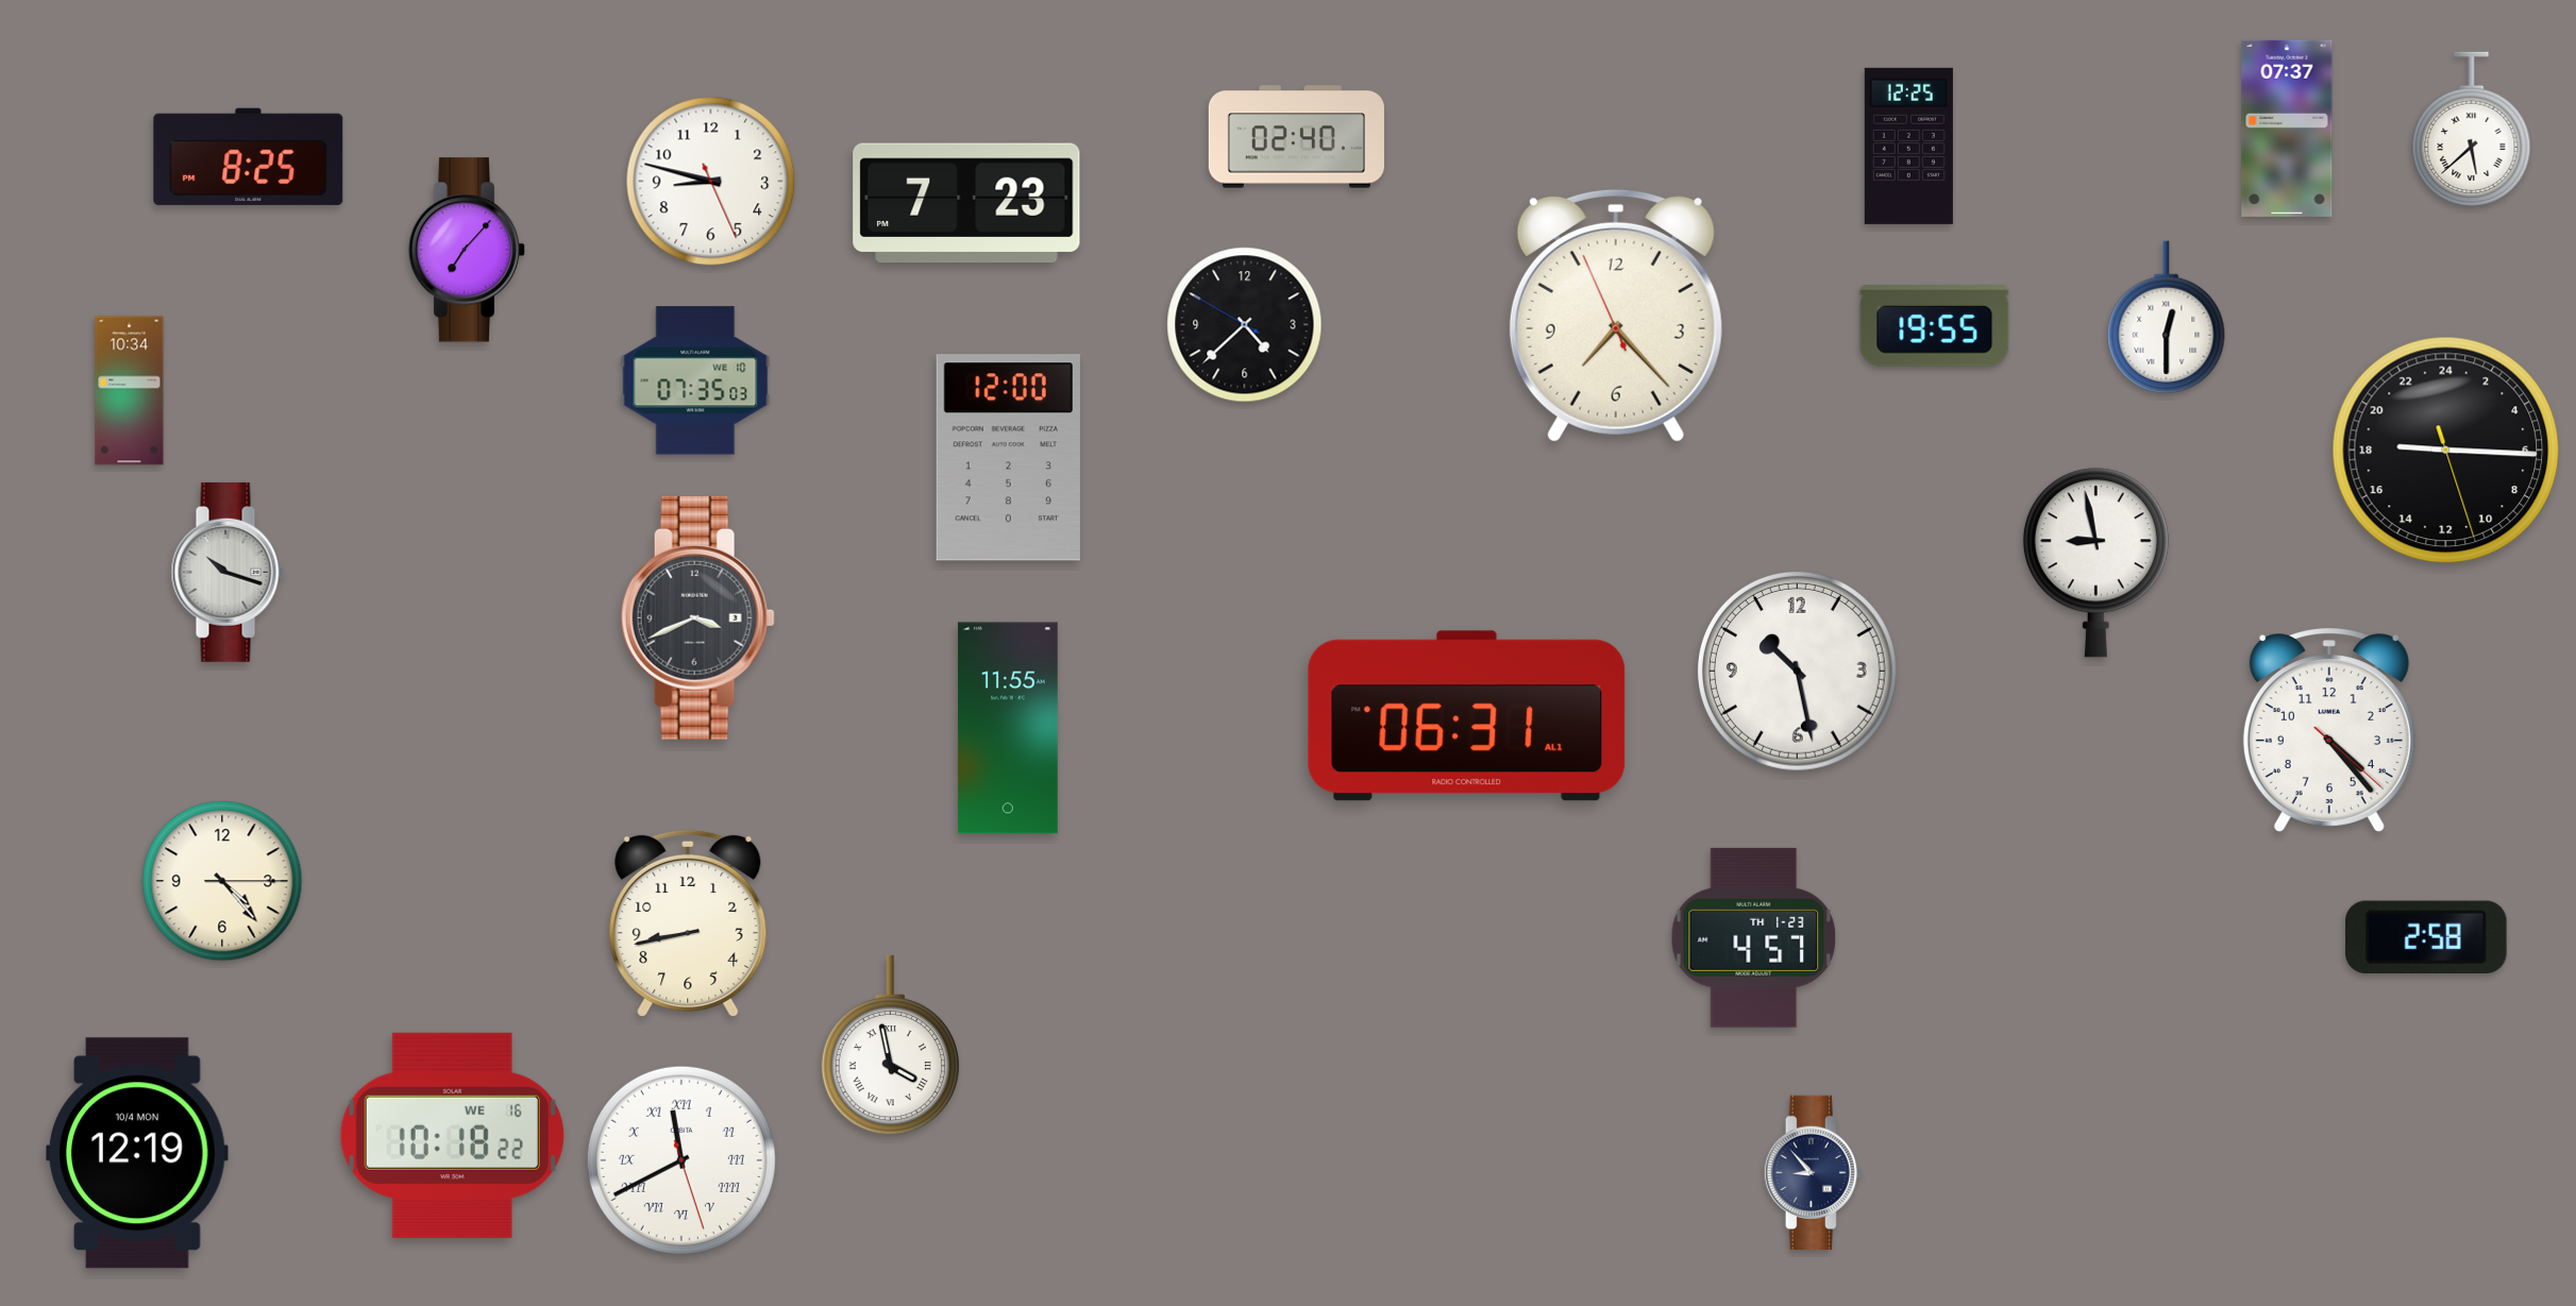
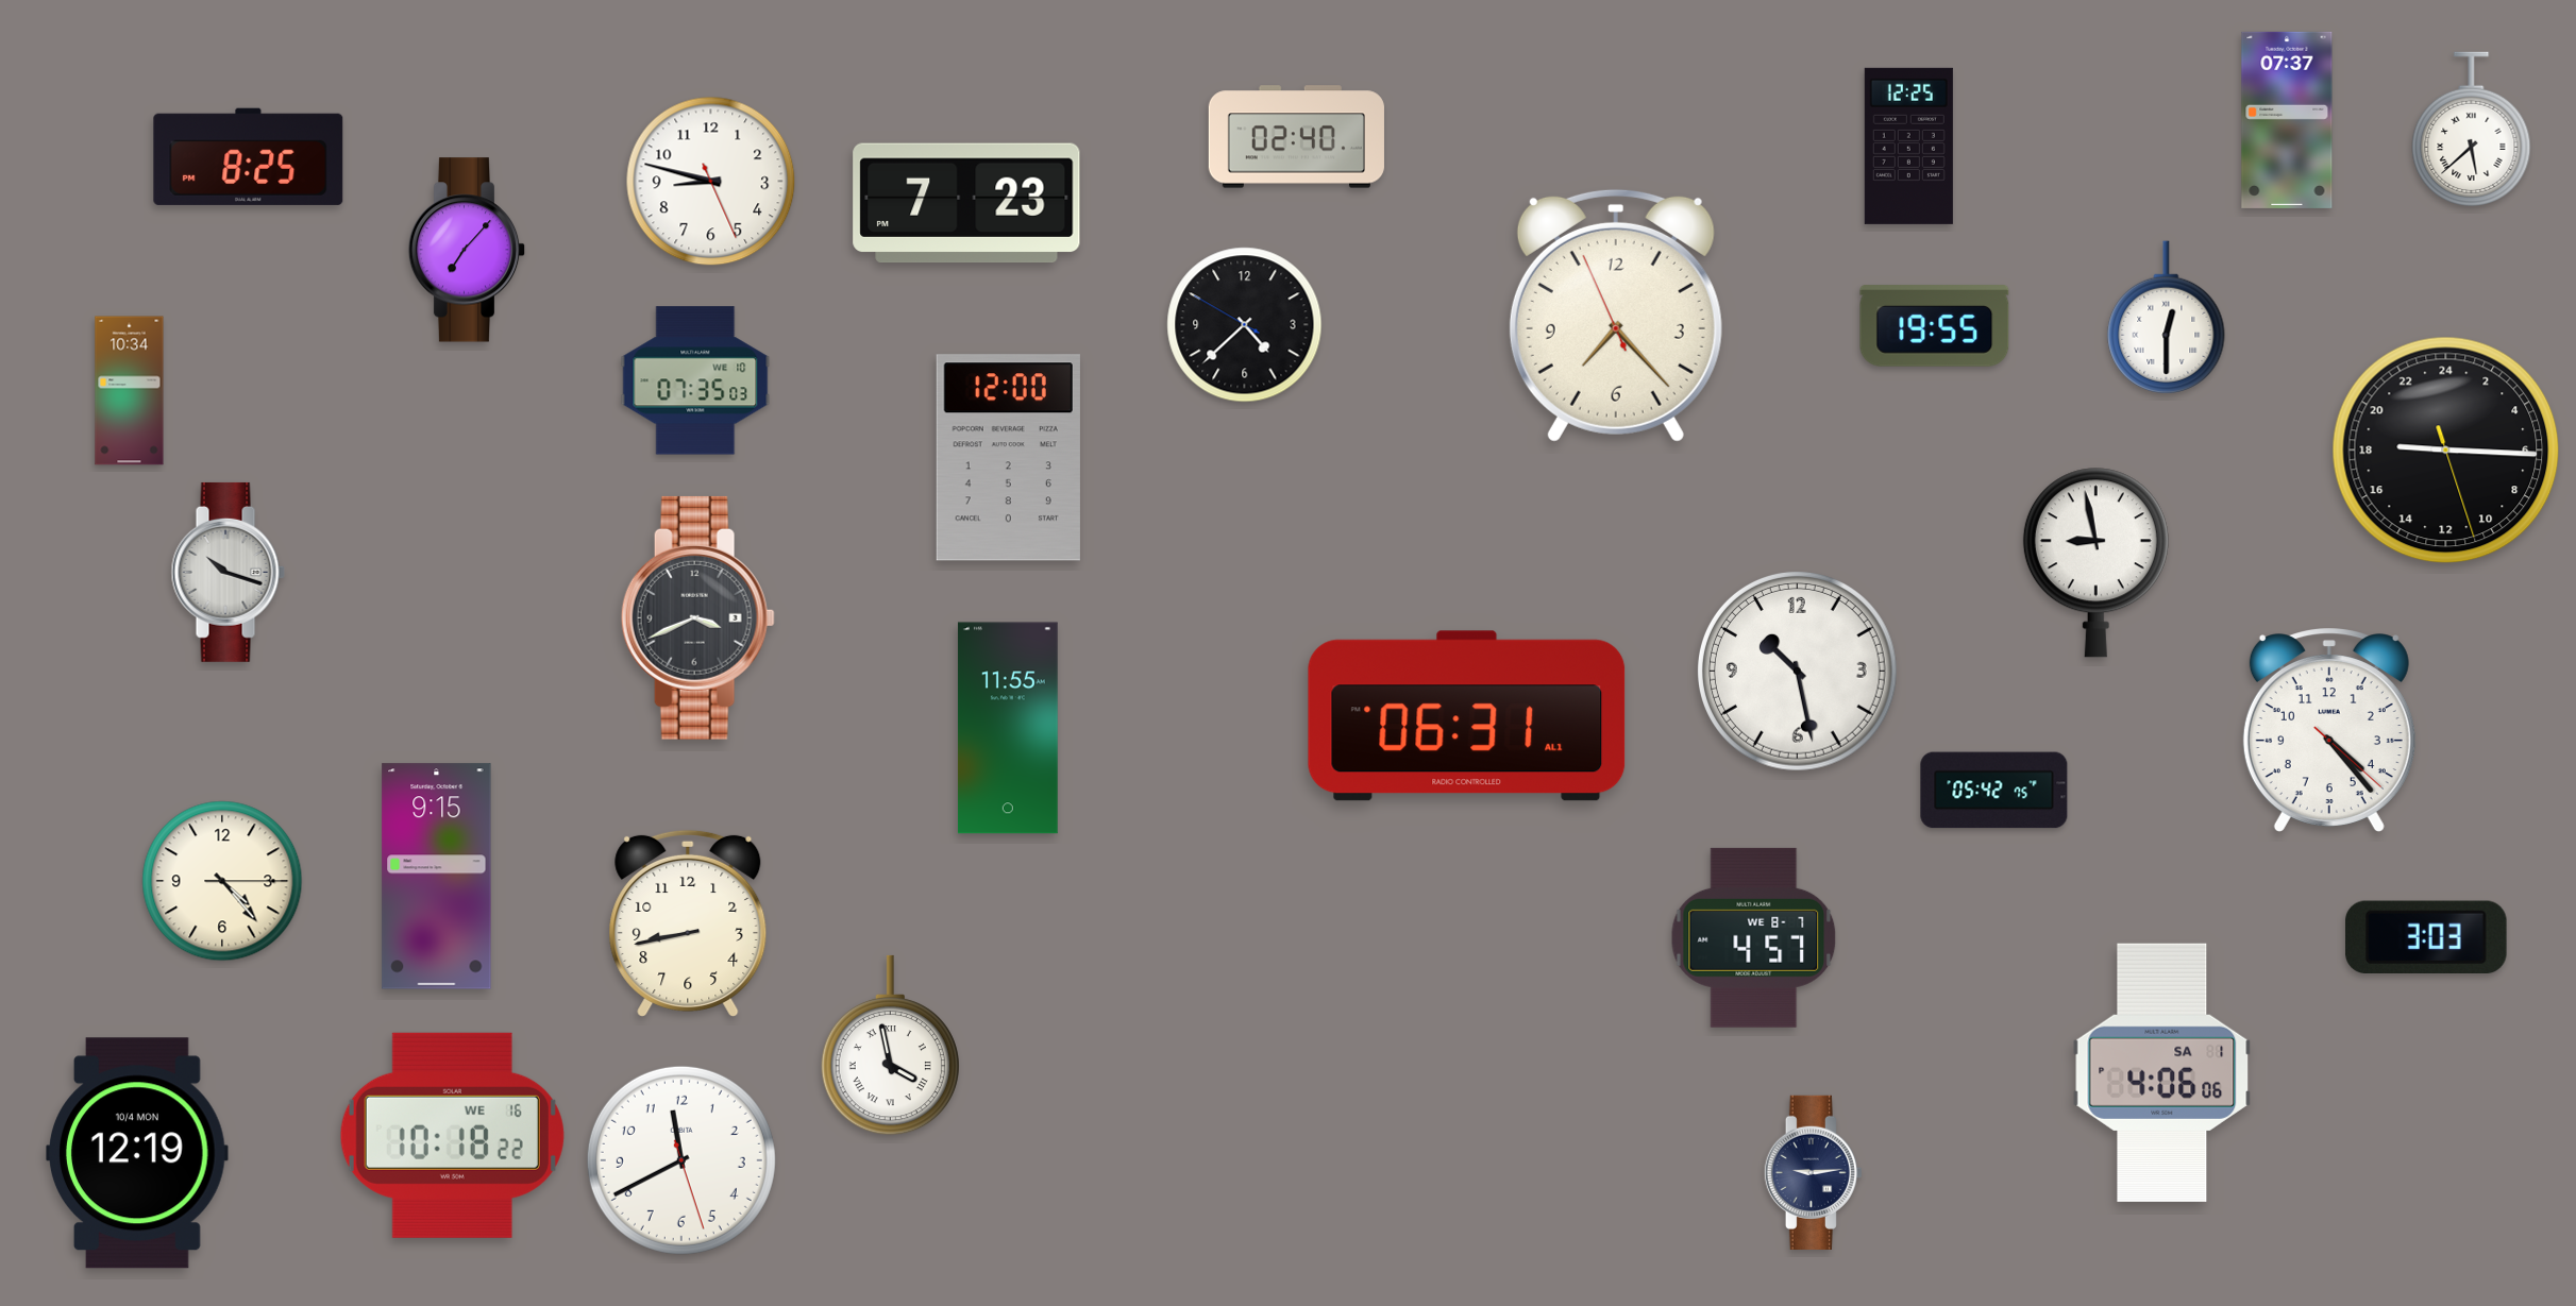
clock at (2287, 129) position: (2287, 129) -> (2287, 120)
clock at (1994, 791): none -> 05:42
clock at (437, 877): none -> 9:15
clock at (2427, 936): 2:58 -> 3:03
clock at (1754, 937) date: TH 1-23 -> WE 8-7
clock at (2162, 1072): none -> 4:06
clock at (681, 1160) numerals: Roman -> Arabic
clock at (1813, 1172): 8:53 -> 9:14
